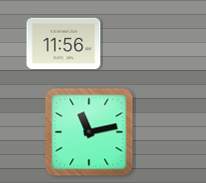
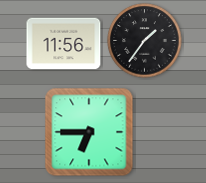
clock at (145, 41): none -> 1:36
clock at (89, 132): 11:13 -> 6:45
